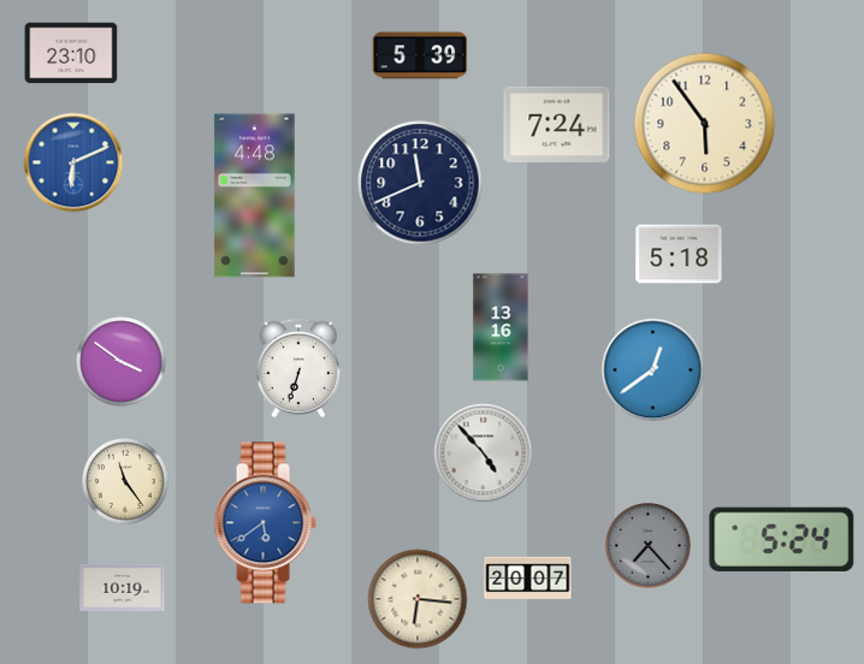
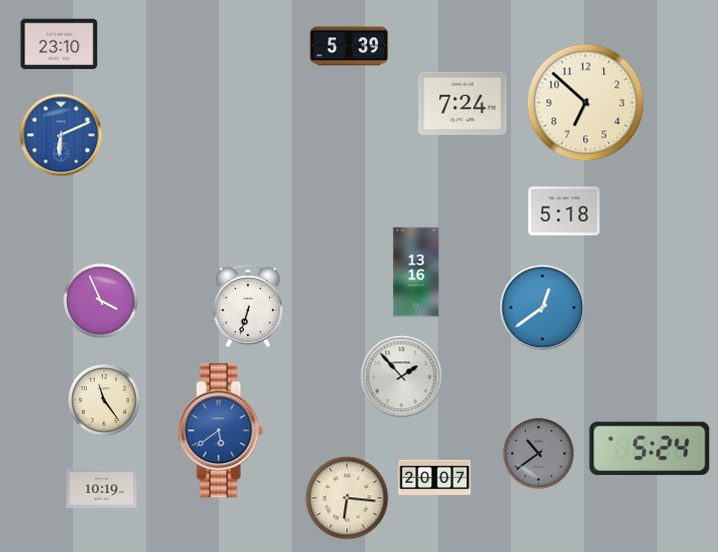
clock at (705, 124): 5:54 -> 6:52
clock at (420, 183): 11:41 -> none
clock at (255, 196): 4:48 -> none
clock at (122, 362): 3:51 -> 3:56
clock at (484, 453): 4:53 -> 1:53
clock at (265, 523) position: (265, 523) -> (220, 431)
clock at (649, 546): 7:23 -> 10:39
clock at (528, 579) position: (528, 579) -> (435, 478)
